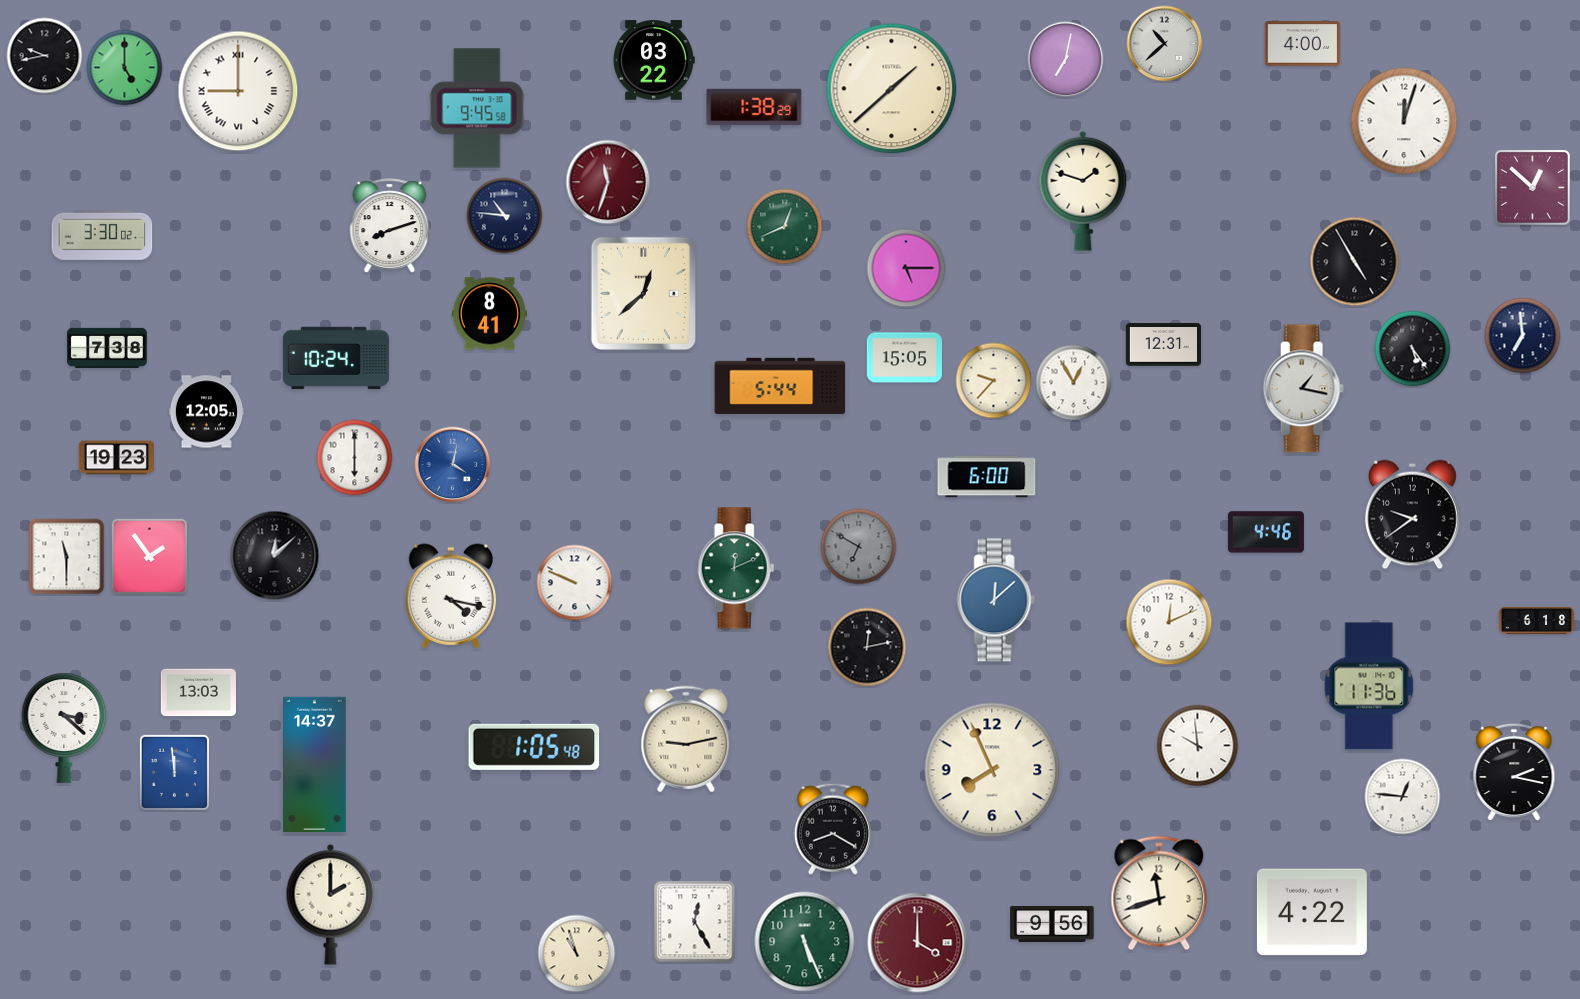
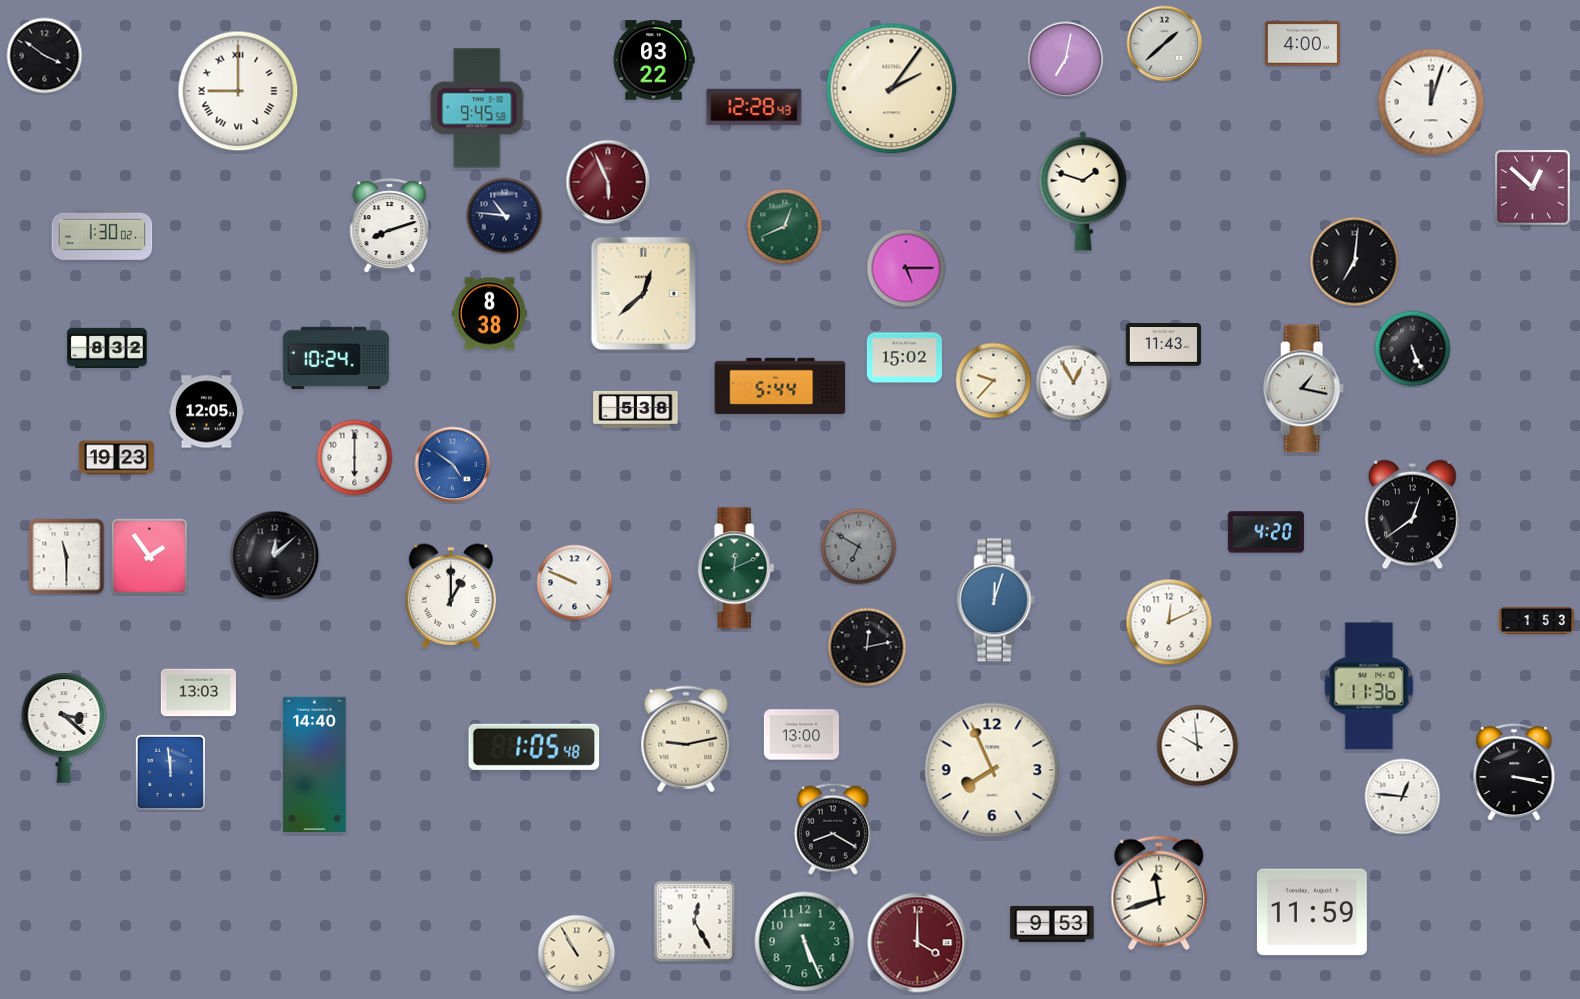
clock at (1165, 44): 10:38 -> 1:38
clock at (45, 56): 9:43 -> 3:51
clock at (125, 68): 5:00 -> none
clock at (892, 89): 1:38 -> 2:06
clock at (754, 107): 1:38 -> 12:28
clock at (1404, 121) position: (1404, 121) -> (1431, 102)
clock at (608, 182): 11:33 -> 5:56
clock at (102, 235): 3:30 -> 1:30
clock at (1355, 262): 4:55 -> 7:01
clock at (489, 314): 8:41 -> 8:38
clock at (1523, 336): 6:59 -> none
clock at (1163, 345): 12:31 -> 11:43
clock at (108, 348): 7:38 -> 8:32
clock at (1413, 349): 5:24 -> 5:26
clock at (904, 358): 15:05 -> 15:02
clock at (636, 409): none -> 5:38
clock at (453, 465): 4:02 -> 4:51
clock at (987, 477): 6:00 -> none
clock at (1413, 515): 9:39 -> 12:39
clock at (1266, 532): 4:46 -> 4:20
clock at (451, 596): 4:17 -> 1:00
clock at (996, 600): 12:08 -> 12:03
clock at (1536, 620): 6:18 -> 1:53
clock at (801, 735): none -> 13:00
clock at (315, 764): 14:37 -> 14:40
clock at (174, 772) position: (174, 772) -> (170, 772)
clock at (1514, 772): 2:17 -> 3:17
clock at (331, 904): 2:00 -> none
clock at (1312, 912): 4:22 -> 11:59
clock at (1052, 924): 9:56 -> 9:53
clock at (577, 954): 10:57 -> 10:55
